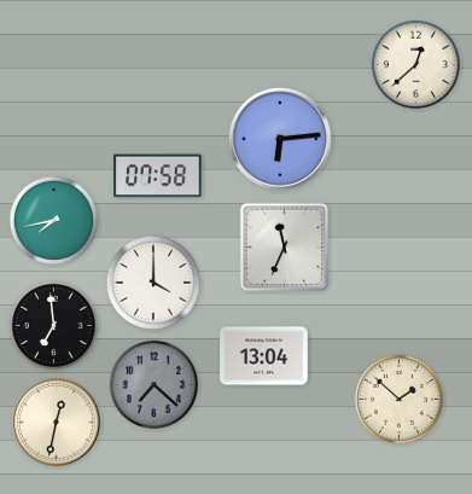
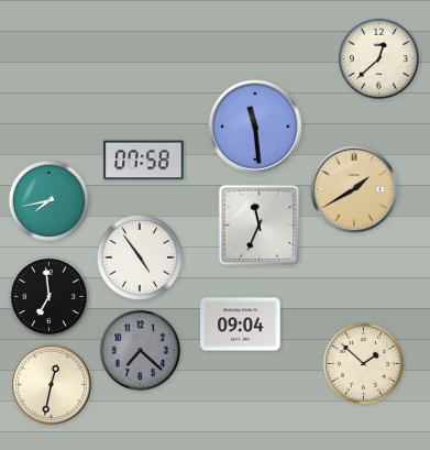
clock at (280, 139): 6:14 -> 11:29
clock at (354, 189): none -> 1:40
clock at (153, 283): 4:00 -> 4:54
clock at (264, 356): 13:04 -> 09:04
